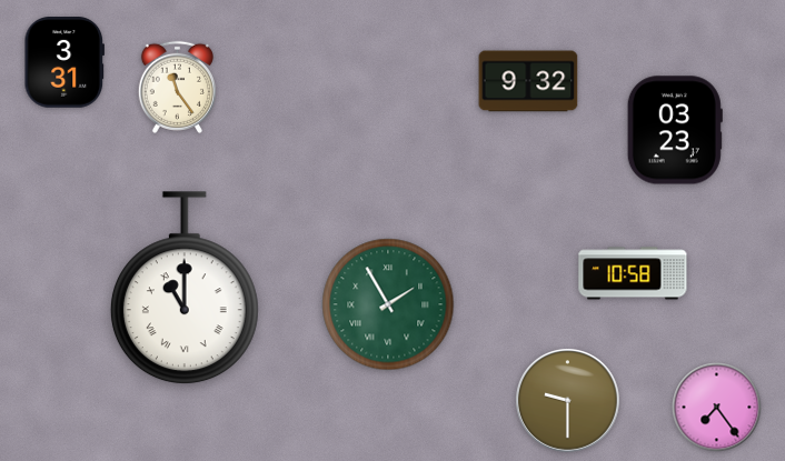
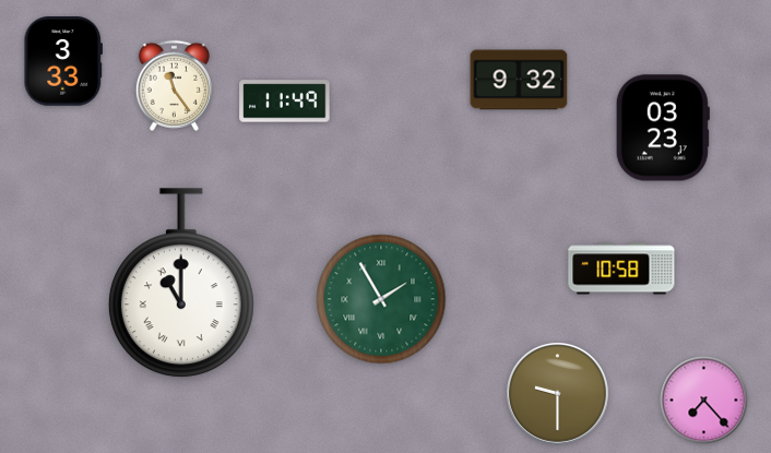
clock at (63, 63): 3:31 -> 3:33
clock at (285, 102): none -> 11:49
clock at (717, 408): 7:24 -> 7:23
